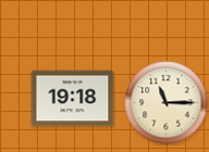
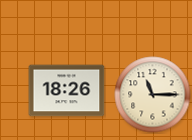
clock at (73, 99): 19:18 -> 18:26
